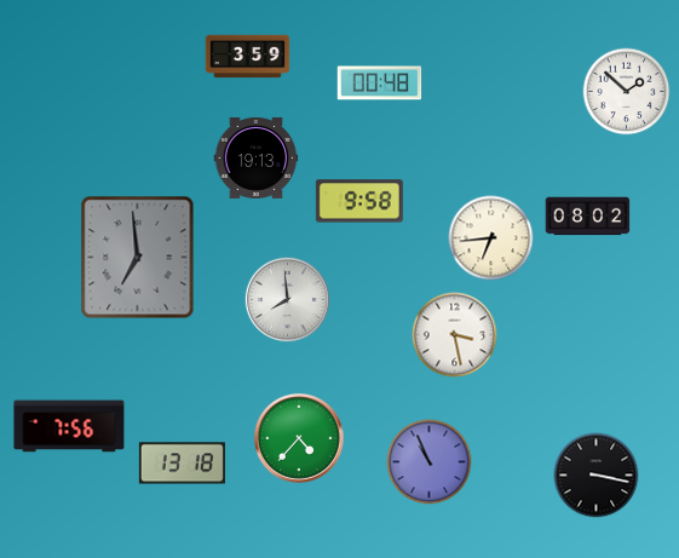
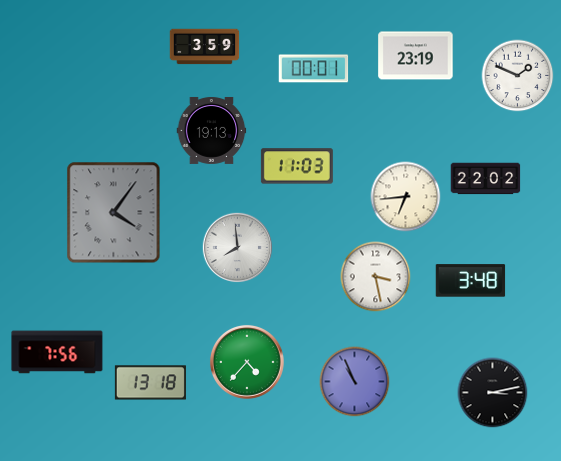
clock at (416, 56): none -> 23:19
clock at (380, 84): 00:48 -> 00:01
clock at (627, 92): 1:52 -> 1:49
clock at (359, 201): 9:58 -> 11:03
clock at (588, 217): 08:02 -> 22:02
clock at (138, 258): 6:59 -> 4:06
clock at (471, 281): none -> 3:48
clock at (597, 476): 3:17 -> 3:13
